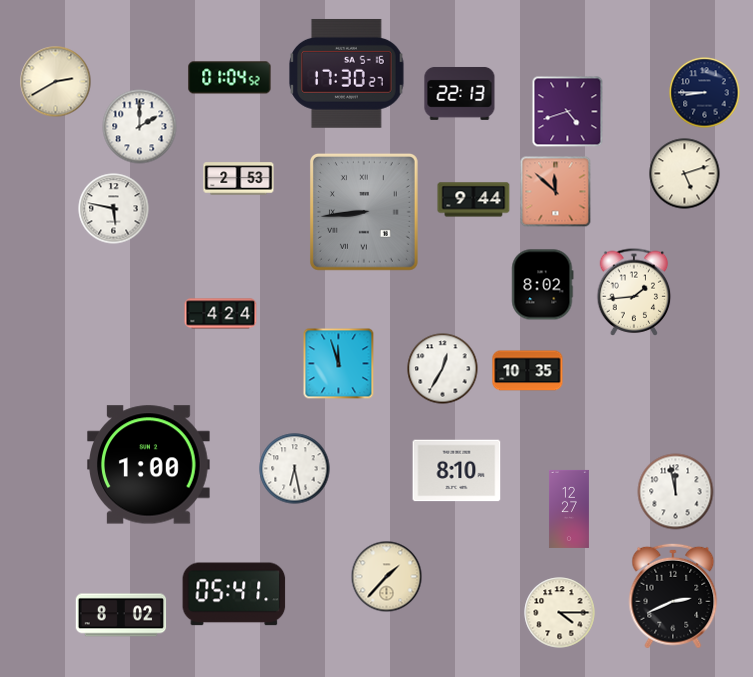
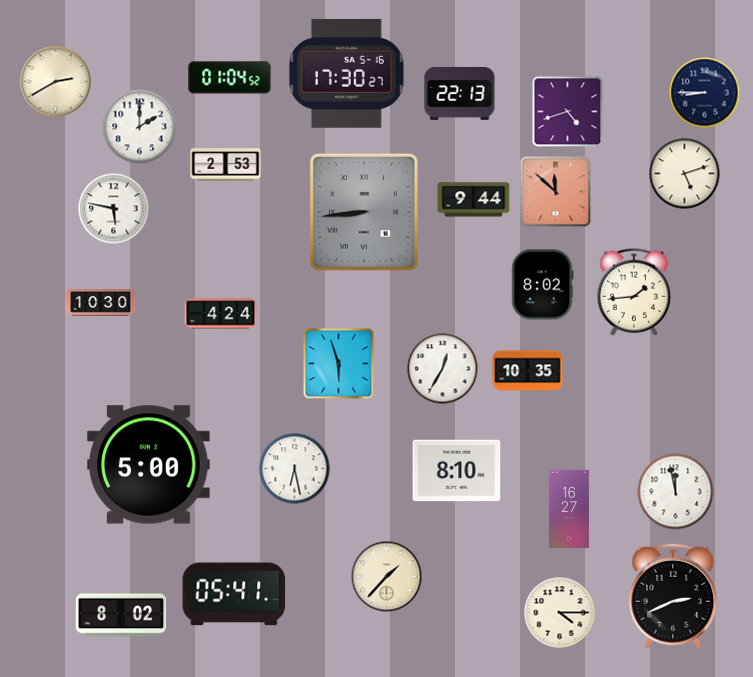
clock at (239, 179) position: (239, 179) -> (226, 165)
clock at (101, 303): none -> 10:30
clock at (339, 364): 11:57 -> 5:57
clock at (149, 465): 1:00 -> 5:00
clock at (569, 509): 12:27 -> 16:27
